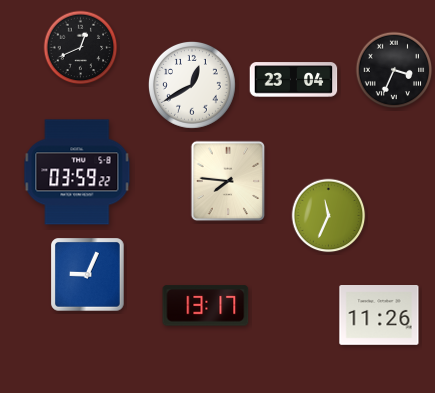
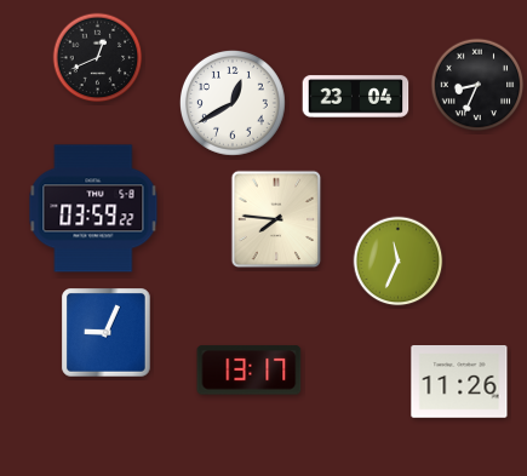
clock at (394, 70): 3:34 -> 8:34
